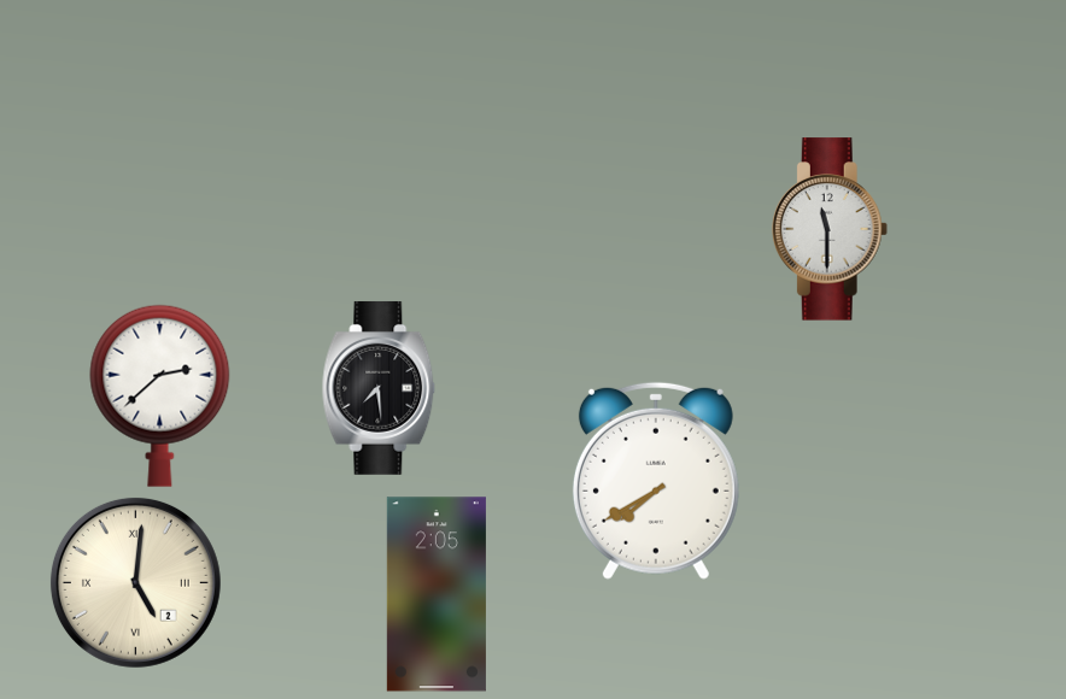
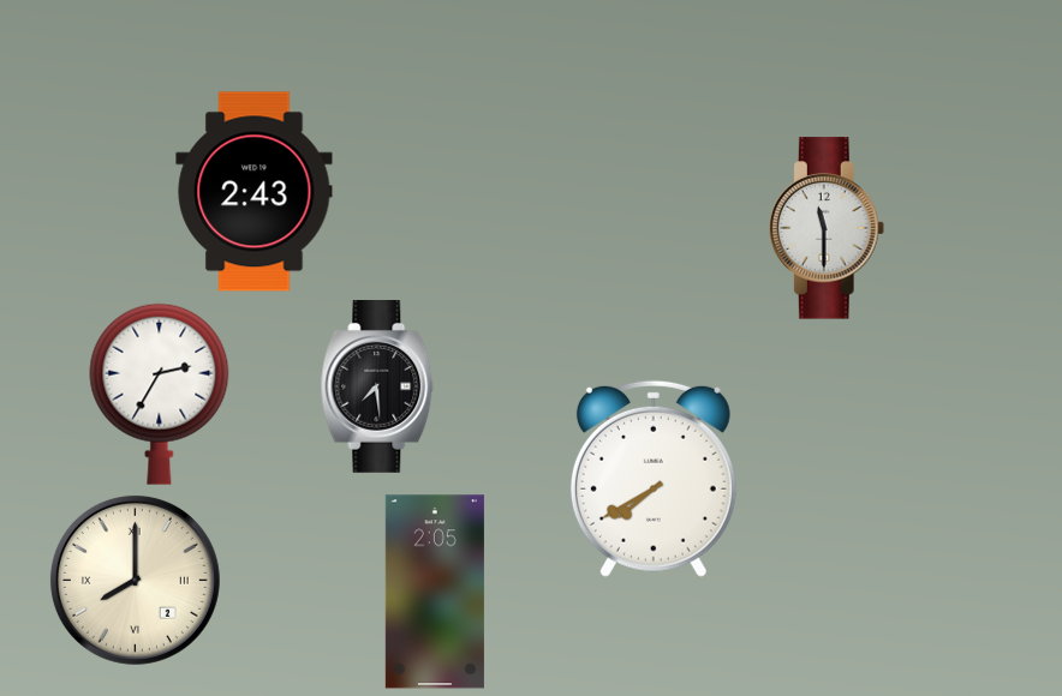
clock at (255, 192): none -> 2:43
clock at (160, 395): 2:38 -> 2:35
clock at (135, 582): 5:01 -> 8:00
